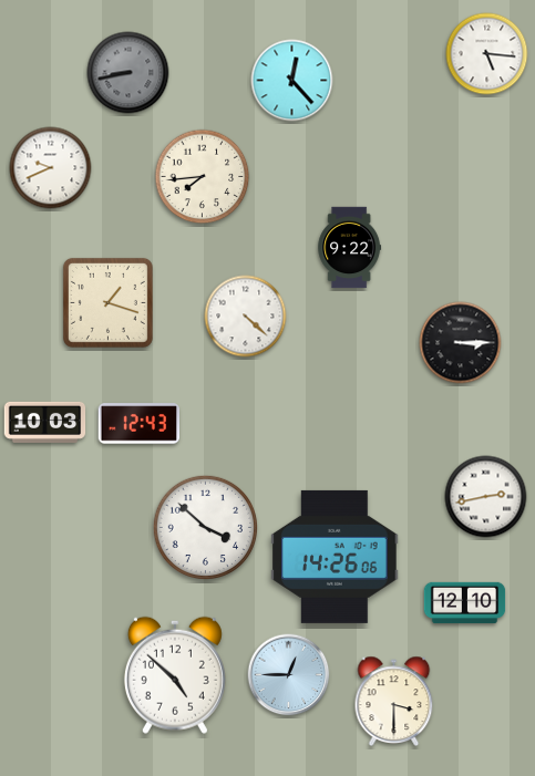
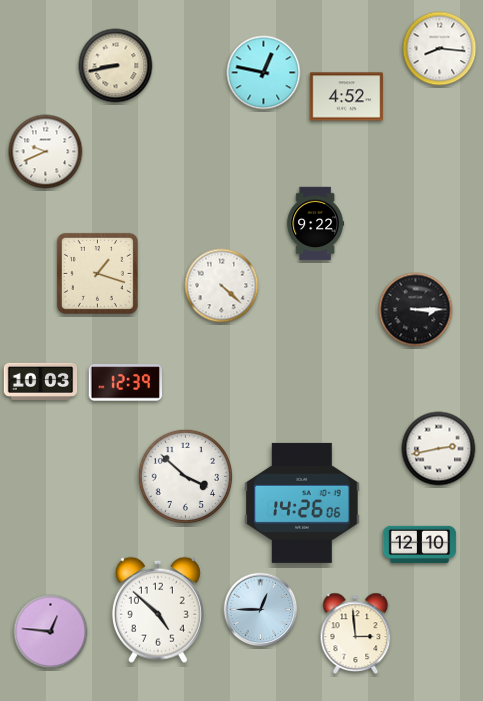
clock at (487, 54): 5:16 -> 8:16
clock at (128, 73) dial: grey -> cream
clock at (292, 81): 12:23 -> 12:47
clock at (347, 97): none -> 4:52
clock at (203, 177): 7:44 -> none
clock at (138, 424): 12:43 -> 12:39
clock at (51, 632): none -> 12:46
clock at (394, 701): 3:30 -> 2:59
